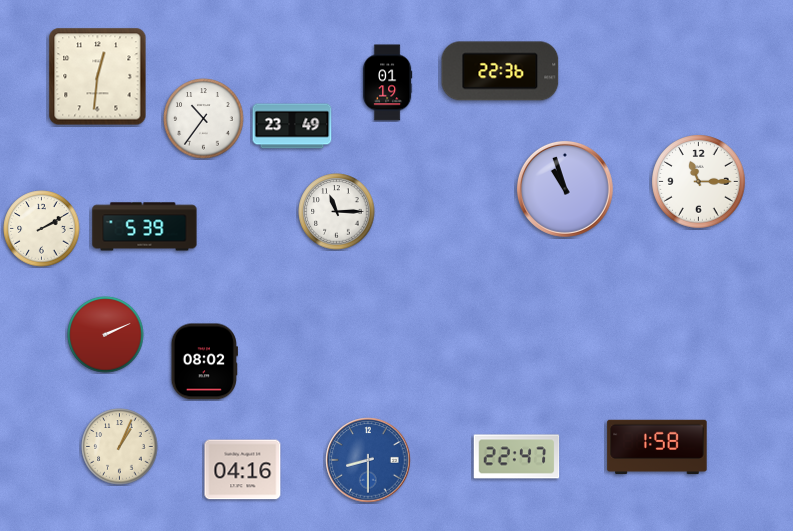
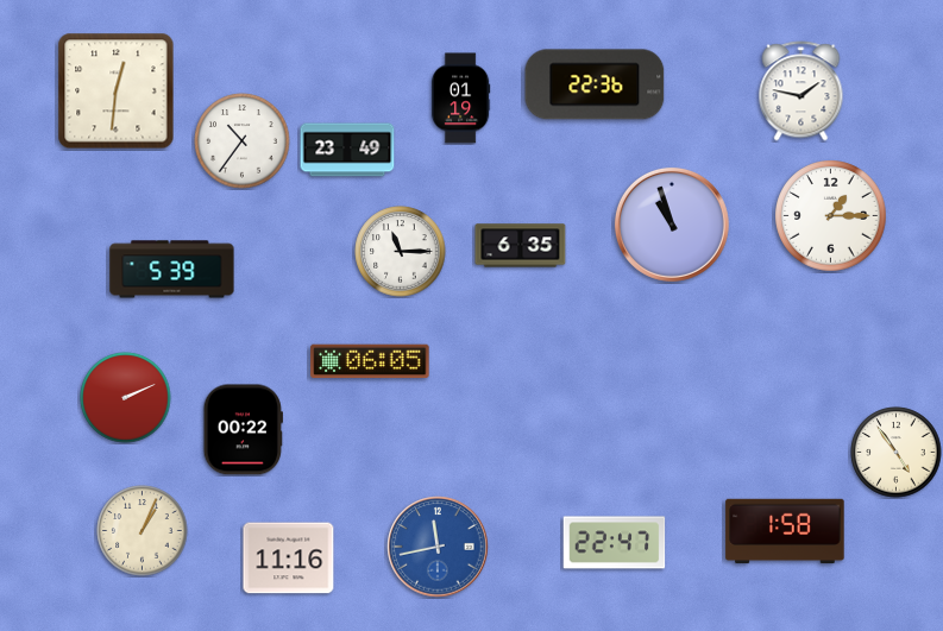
clock at (801, 92): none -> 1:47
clock at (699, 182): 11:15 -> 1:15
clock at (521, 246): none -> 6:35
clock at (42, 229): 2:10 -> none
clock at (370, 361): none -> 06:05
clock at (204, 362): 08:02 -> 00:22
clock at (897, 453): none -> 4:54
clock at (657, 447) position: (657, 447) -> (785, 531)
clock at (368, 460): 8:30 -> 11:43
clock at (243, 470): 04:16 -> 11:16
